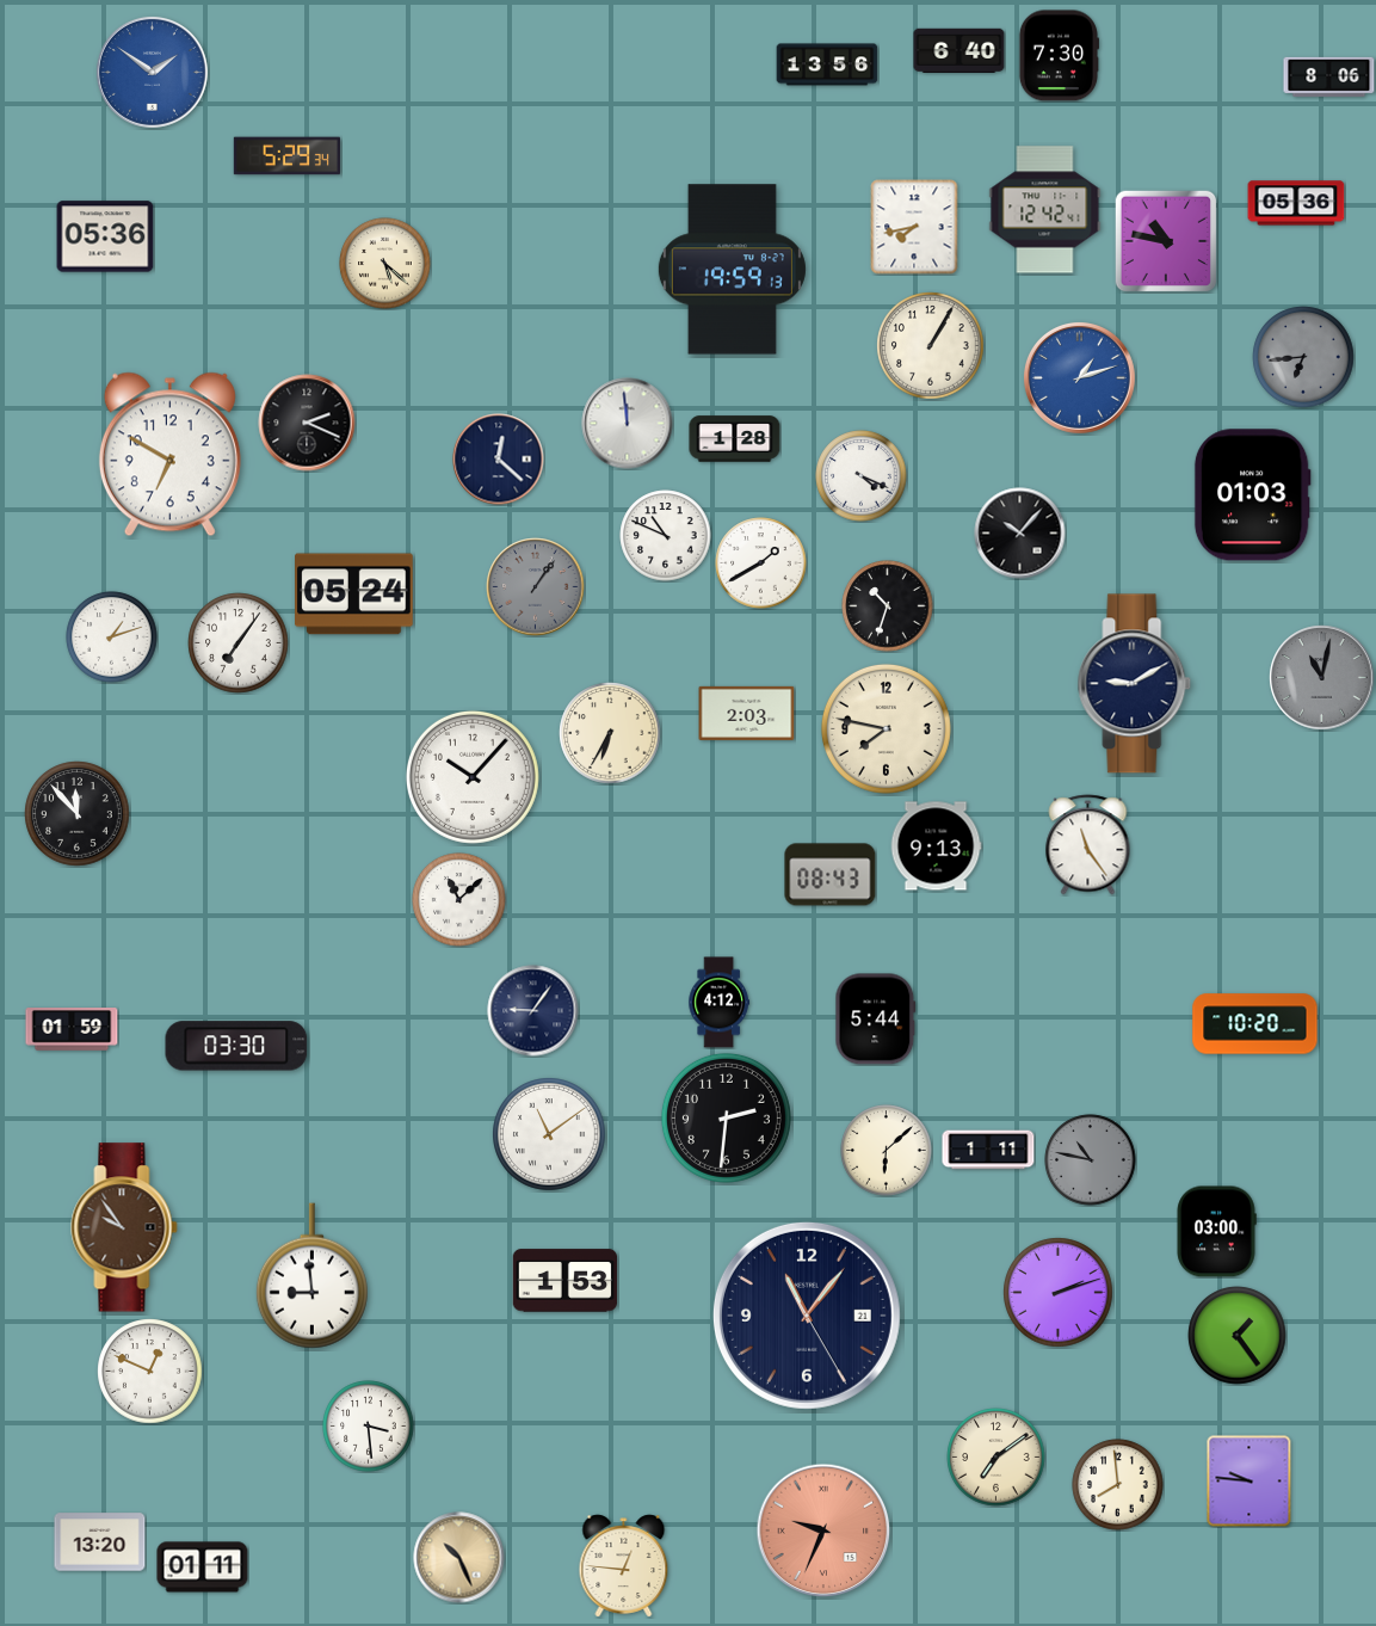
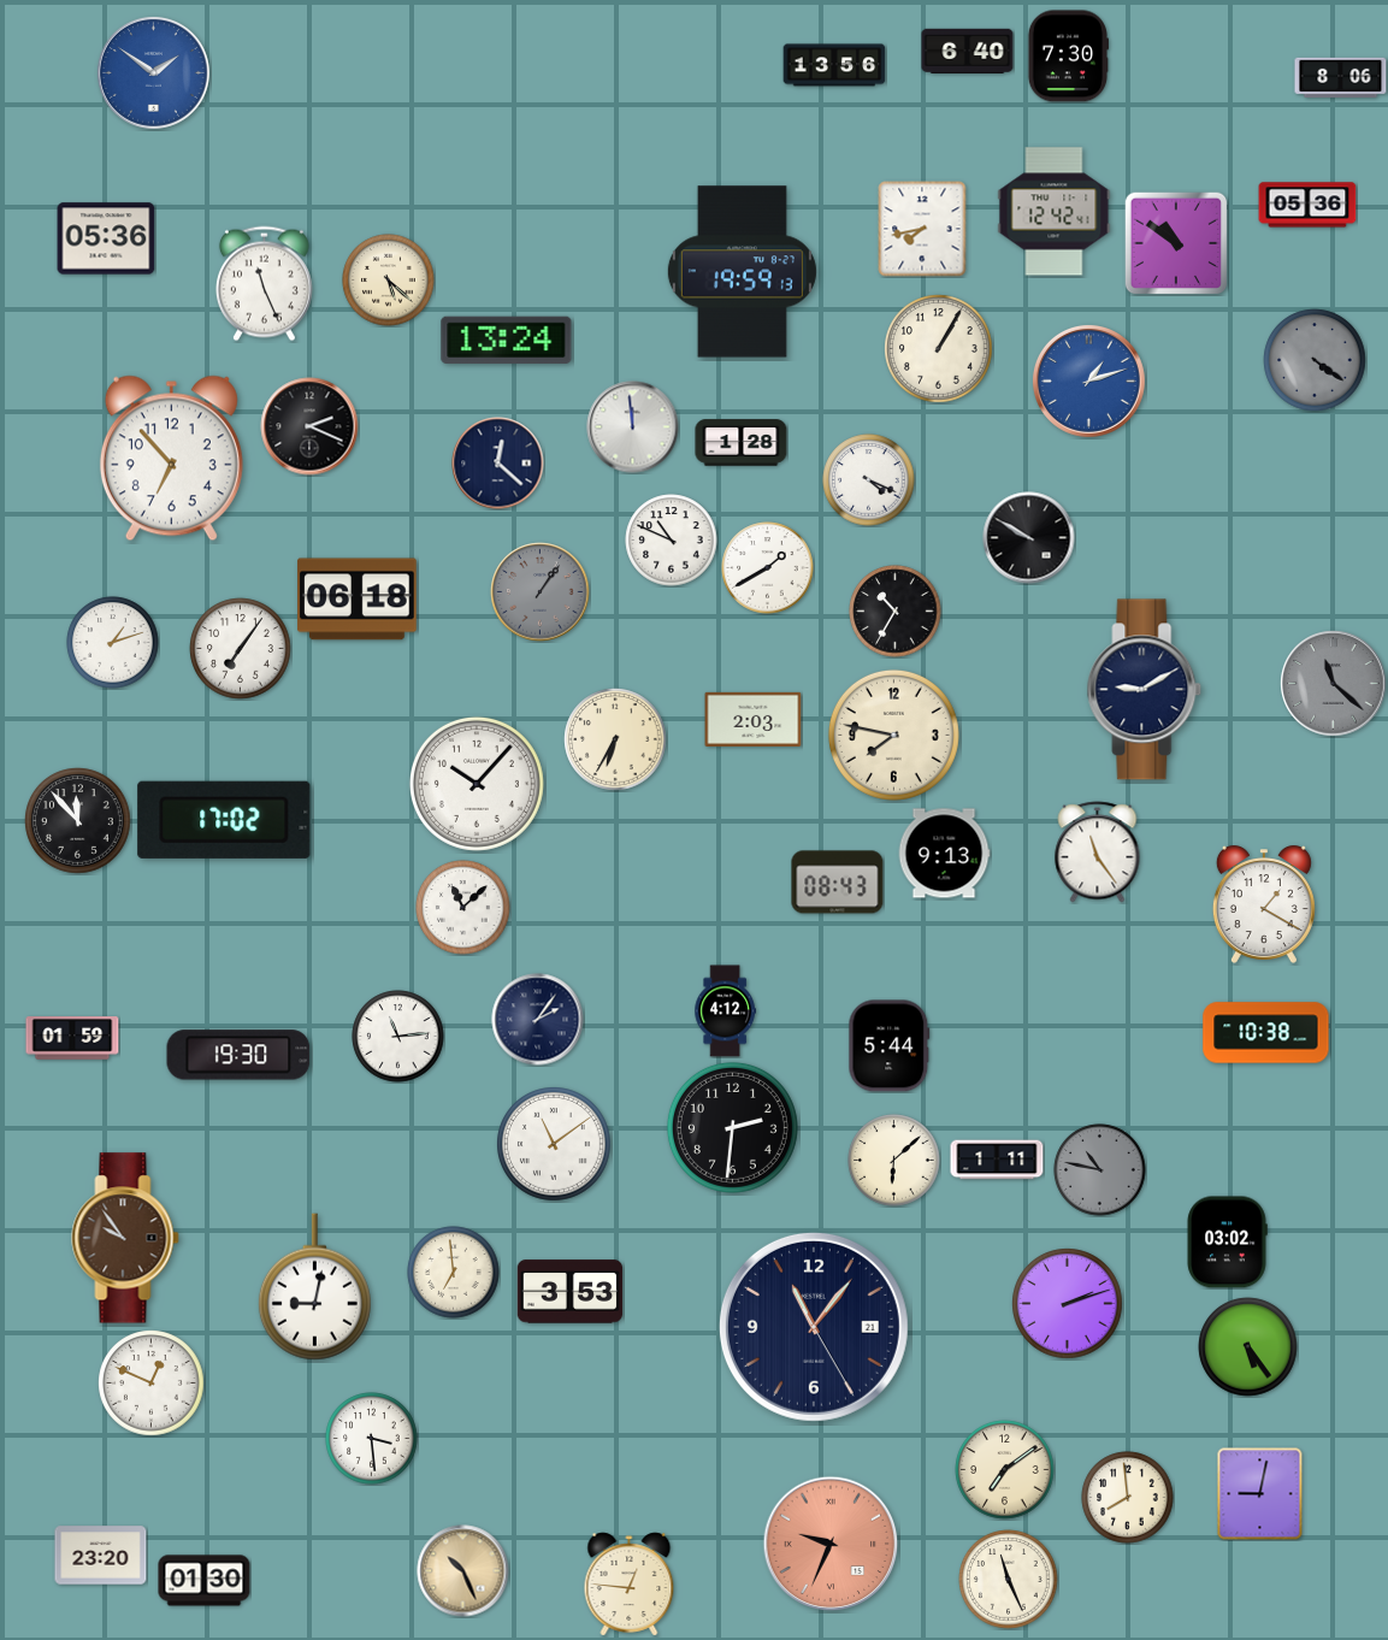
clock at (286, 156): 5:29 -> none
clock at (1166, 241): 10:47 -> 10:51
clock at (385, 264) position: (385, 264) -> (389, 281)
clock at (732, 270) position: (732, 270) -> (742, 272)
clock at (264, 284): none -> 11:26
clock at (507, 340): none -> 13:24
clock at (1303, 357): 6:44 -> 4:21
clock at (169, 455): 6:50 -> 6:53
clock at (499, 460) position: (499, 460) -> (498, 464)
clock at (1252, 495): 01:03 -> none
clock at (1020, 534): 10:07 -> 9:50
clock at (354, 595): 05:24 -> 06:18
clock at (888, 606): 10:33 -> 10:35
clock at (1322, 678): 11:02 -> 11:22
clock at (224, 820): none -> 17:02
clock at (1264, 904): none -> 1:20
clock at (533, 1011): 9:06 -> 2:06
clock at (876, 1020) position: (876, 1020) -> (890, 1046)
clock at (1255, 1024): 10:20 -> 10:38
clock at (398, 1037): none -> 11:14
clock at (236, 1046): 03:30 -> 19:30
clock at (1216, 1232): 03:00 -> 03:02
clock at (454, 1273): none -> 6:59
clock at (311, 1276): 8:59 -> 9:02
clock at (566, 1281): 1:53 -> 3:53
clock at (1238, 1336): 1:24 -> 5:24
clock at (1249, 1482): 9:46 -> 9:02
clock at (100, 1542): 13:20 -> 23:20
clock at (624, 1566) position: (624, 1566) -> (630, 1585)
clock at (1009, 1580): none -> 11:26
clock at (203, 1568): 01:11 -> 01:30
